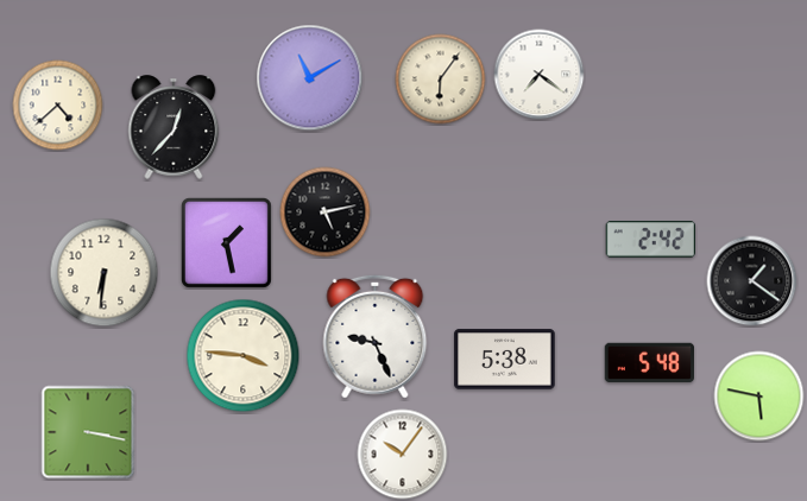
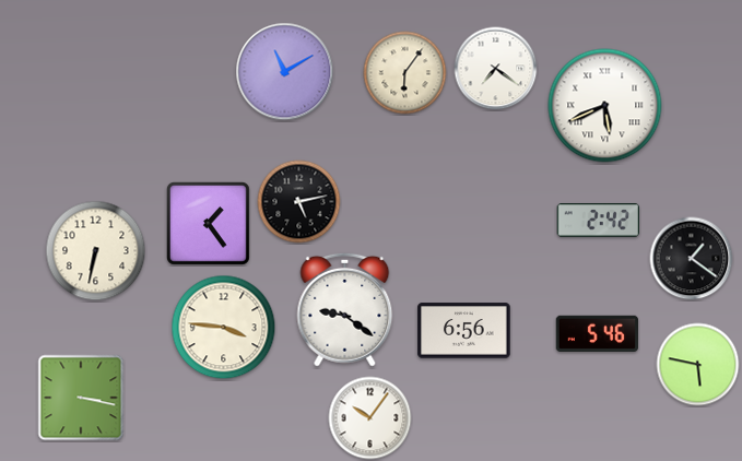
clock at (58, 106): 4:38 -> none
clock at (605, 106): none -> 5:41
clock at (174, 127): 12:37 -> none
clock at (326, 213) position: (326, 213) -> (299, 202)
clock at (226, 242): 1:28 -> 1:24
clock at (105, 273): 6:31 -> 6:32
clock at (376, 336): 9:26 -> 9:21
clock at (505, 360): 5:38 -> 6:56
clock at (650, 362): 5:48 -> 5:46
